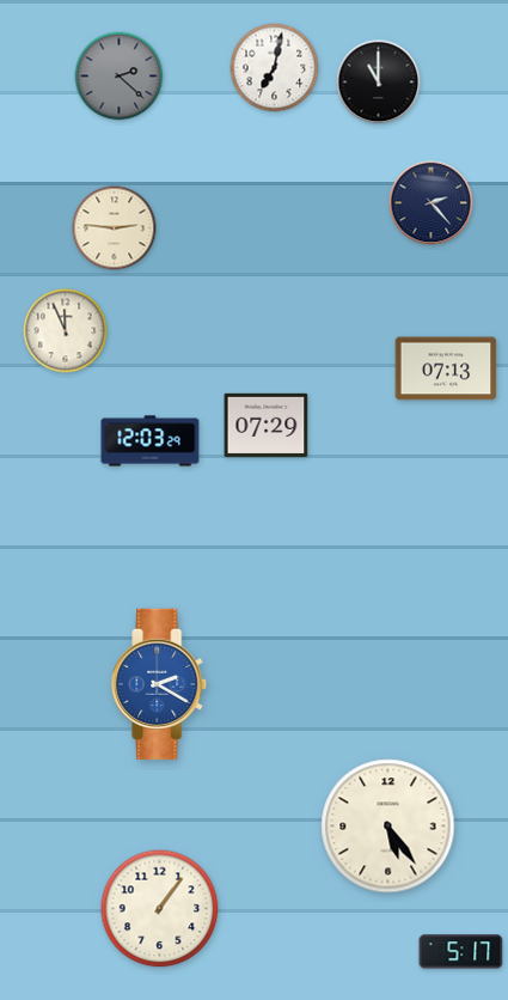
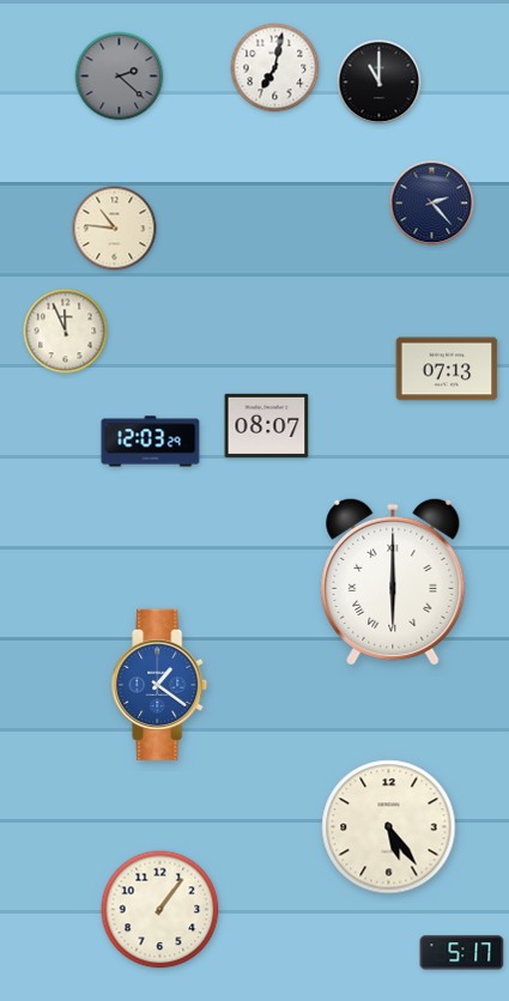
clock at (115, 228): 2:46 -> 10:46
clock at (267, 425): 07:29 -> 08:07
clock at (393, 582): none -> 6:00
clock at (160, 684): 2:20 -> 1:21
